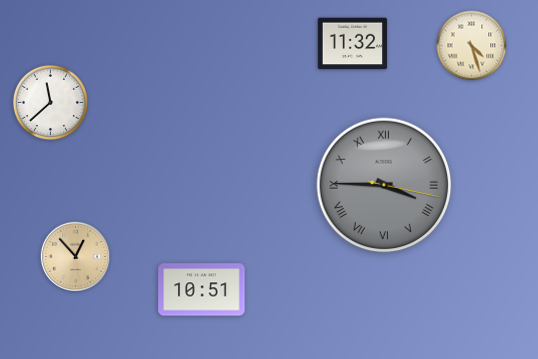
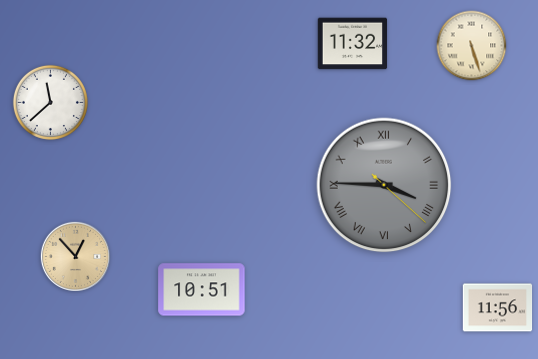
clock at (472, 46): 4:27 -> 5:27
clock at (384, 185): 3:45:17 -> 3:45:22
clock at (498, 308): none -> 11:56
